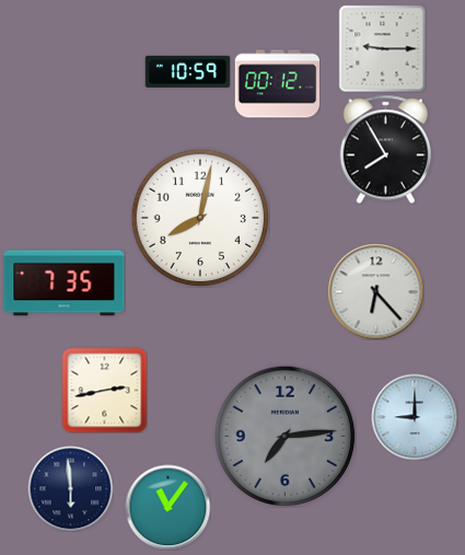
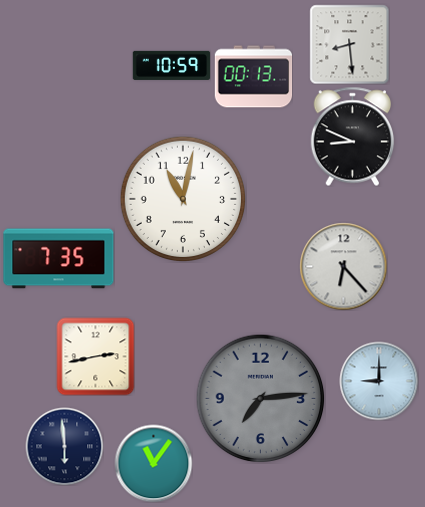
clock at (382, 48): 9:15 -> 8:29
clock at (277, 84): 00:12 -> 00:13
clock at (386, 149): 7:55 -> 8:49
clock at (199, 217): 8:02 -> 11:02
